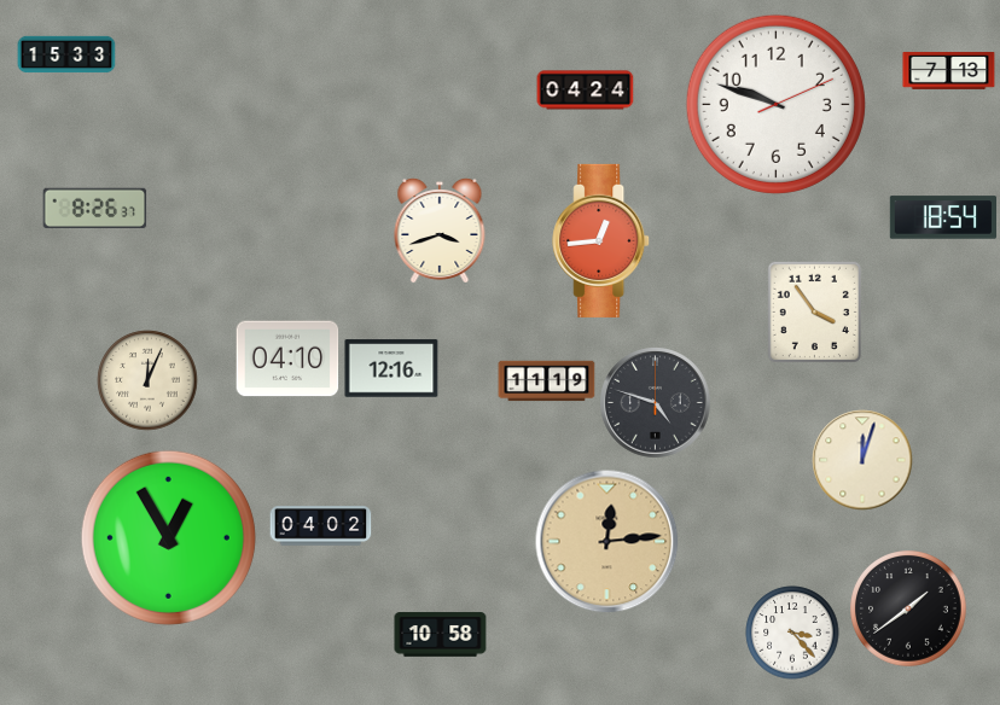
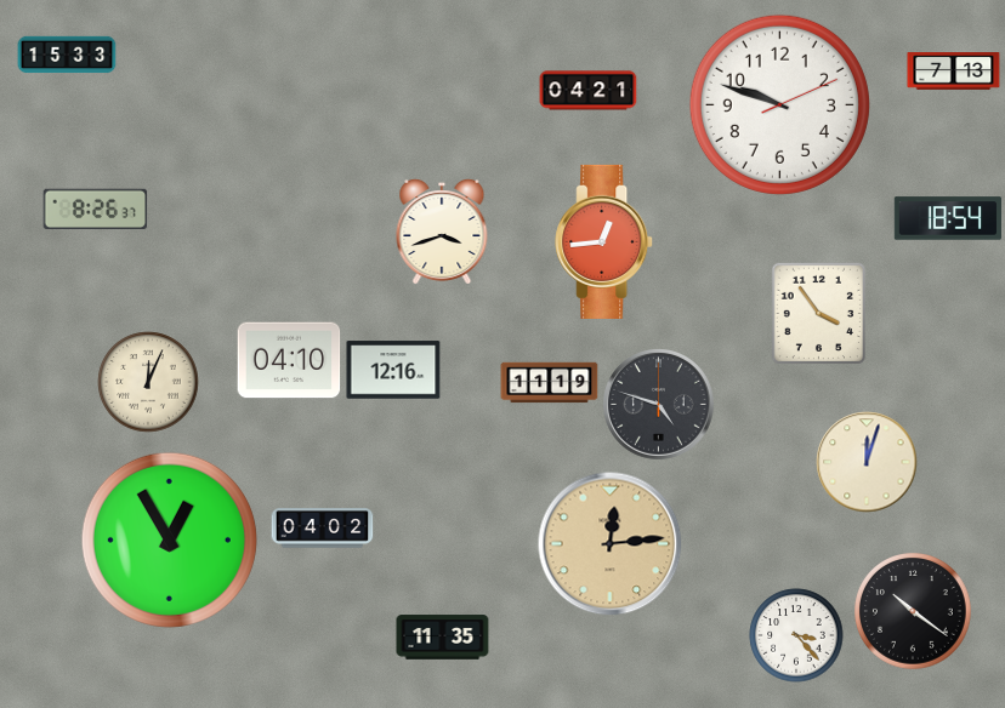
clock at (586, 91): 04:24 -> 04:21
clock at (908, 608): 1:39 -> 10:21
clock at (441, 635): 10:58 -> 11:35
